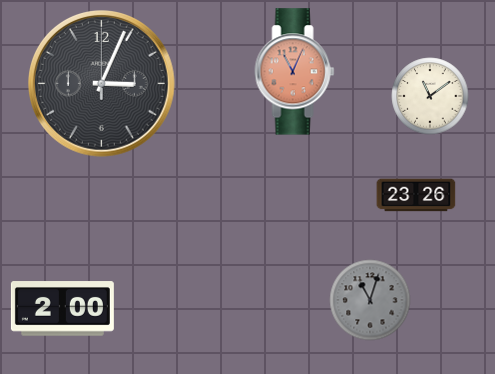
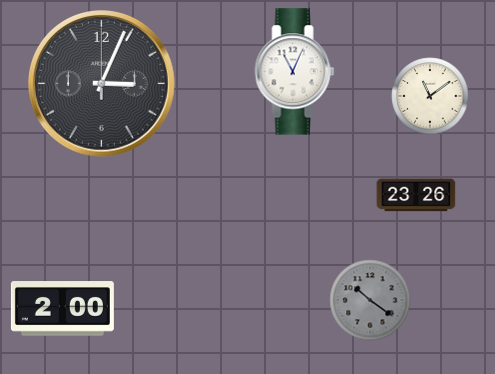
clock at (295, 72) dial: salmon -> white
clock at (370, 300): 11:03 -> 10:21
